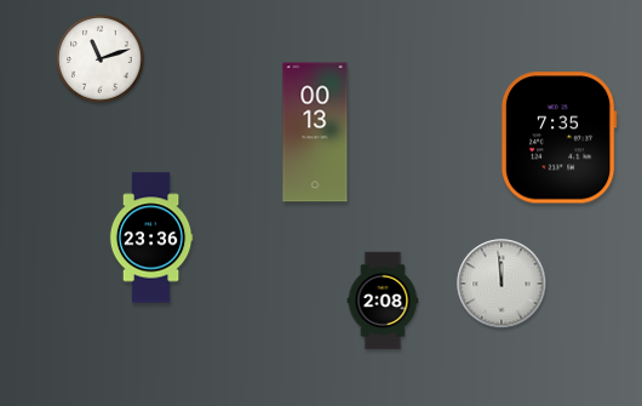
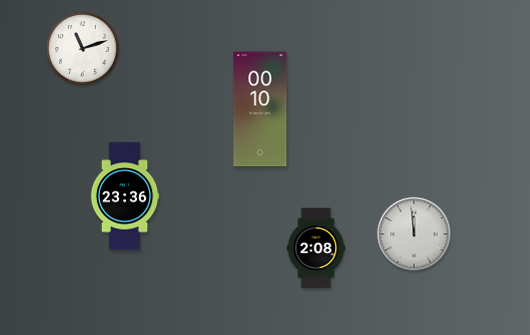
clock at (315, 132): 00:13 -> 00:10
clock at (558, 138): 7:35 -> none
